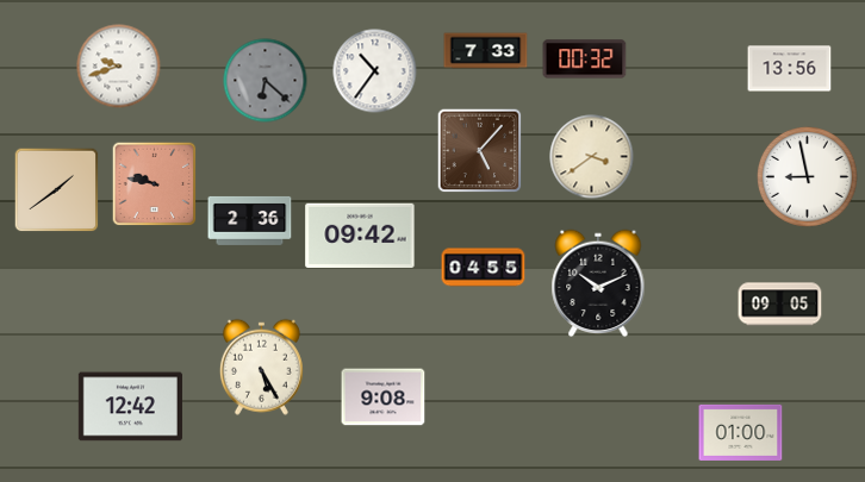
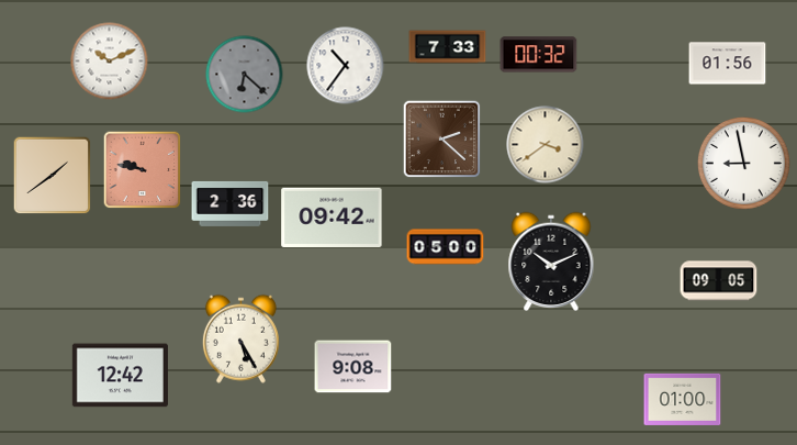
clock at (119, 67): 9:42 -> 10:11
clock at (790, 69): 13:56 -> 01:56
clock at (480, 151): 5:07 -> 2:22
clock at (484, 268): 04:55 -> 05:00
